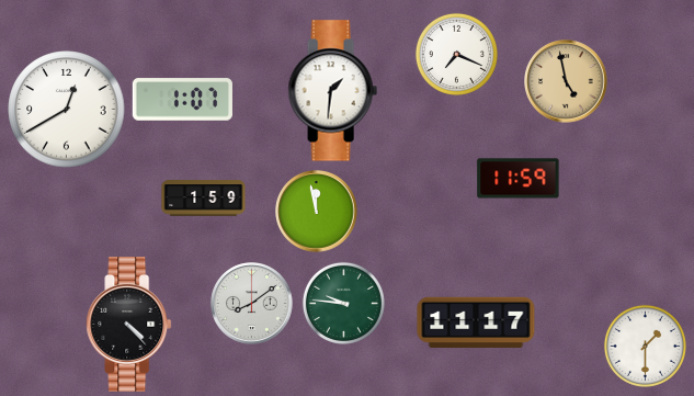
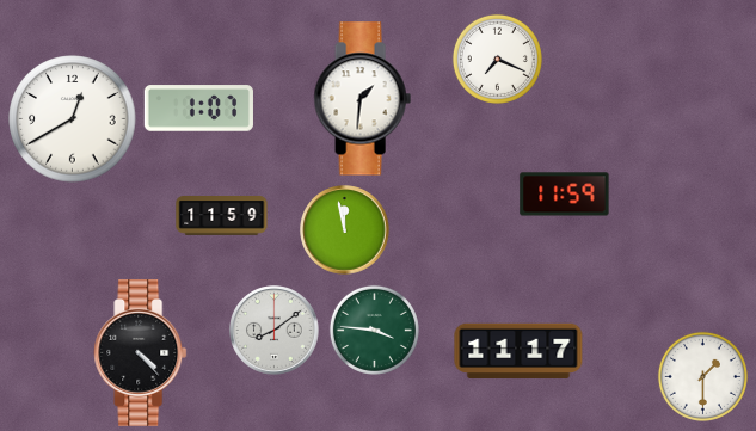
clock at (566, 81): 4:58 -> none
clock at (204, 199): 1:59 -> 11:59
clock at (343, 303): 9:46 -> 3:46
